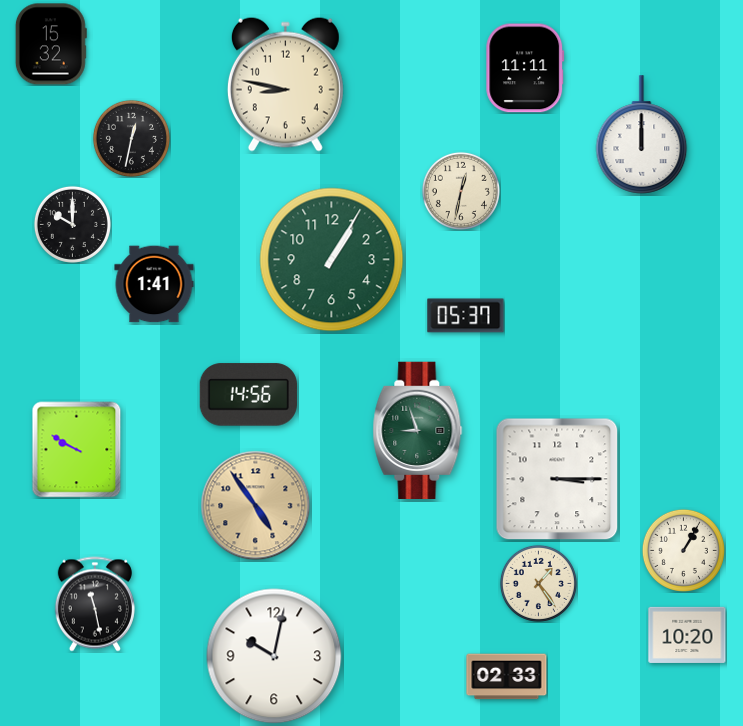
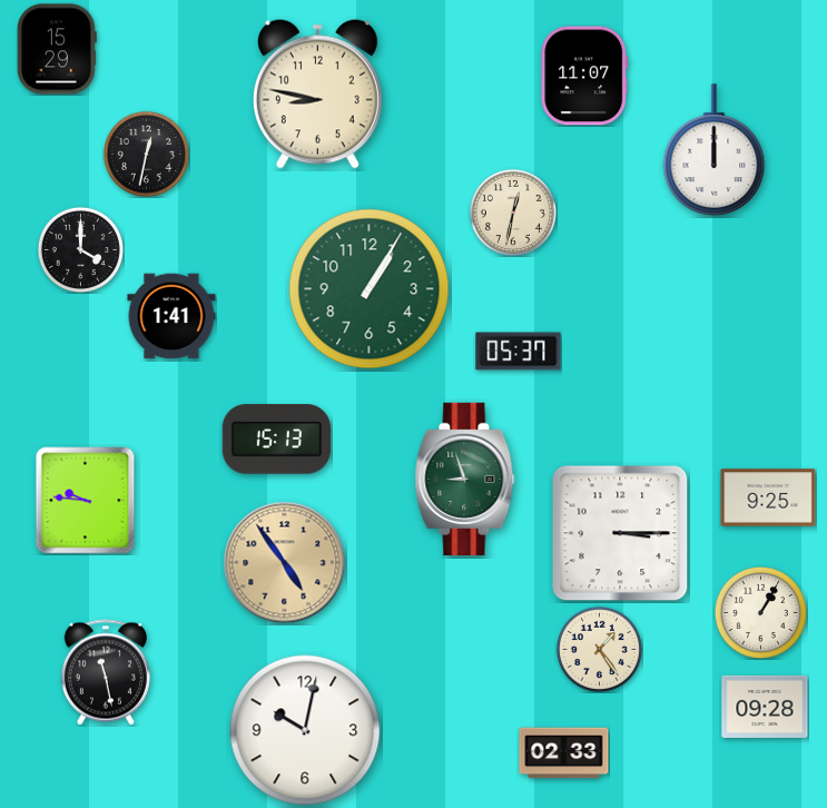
clock at (51, 44): 15:32 -> 15:29
clock at (525, 68): 11:11 -> 11:07
clock at (72, 224): 10:00 -> 4:00
clock at (248, 395): 14:56 -> 15:13
clock at (768, 497): none -> 9:25
clock at (77, 450): 9:50 -> 9:46
clock at (687, 635): 10:20 -> 09:28
